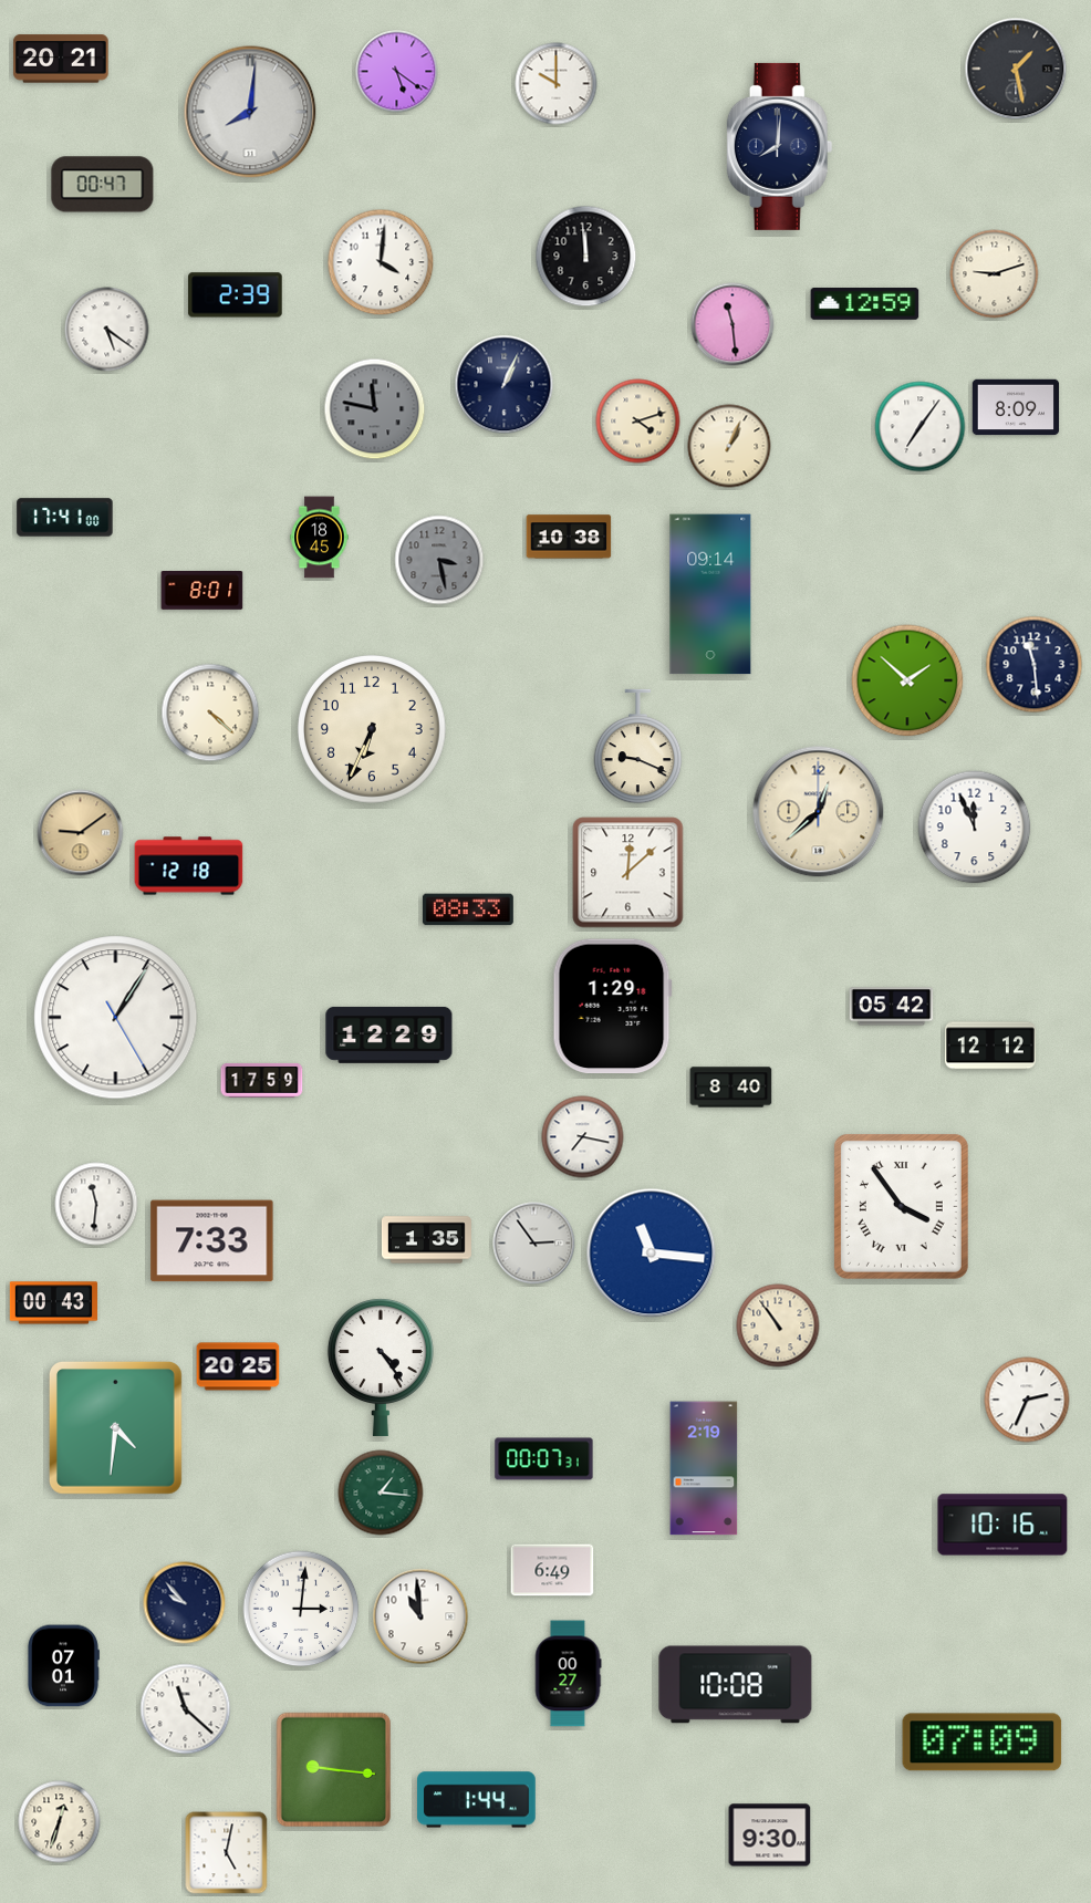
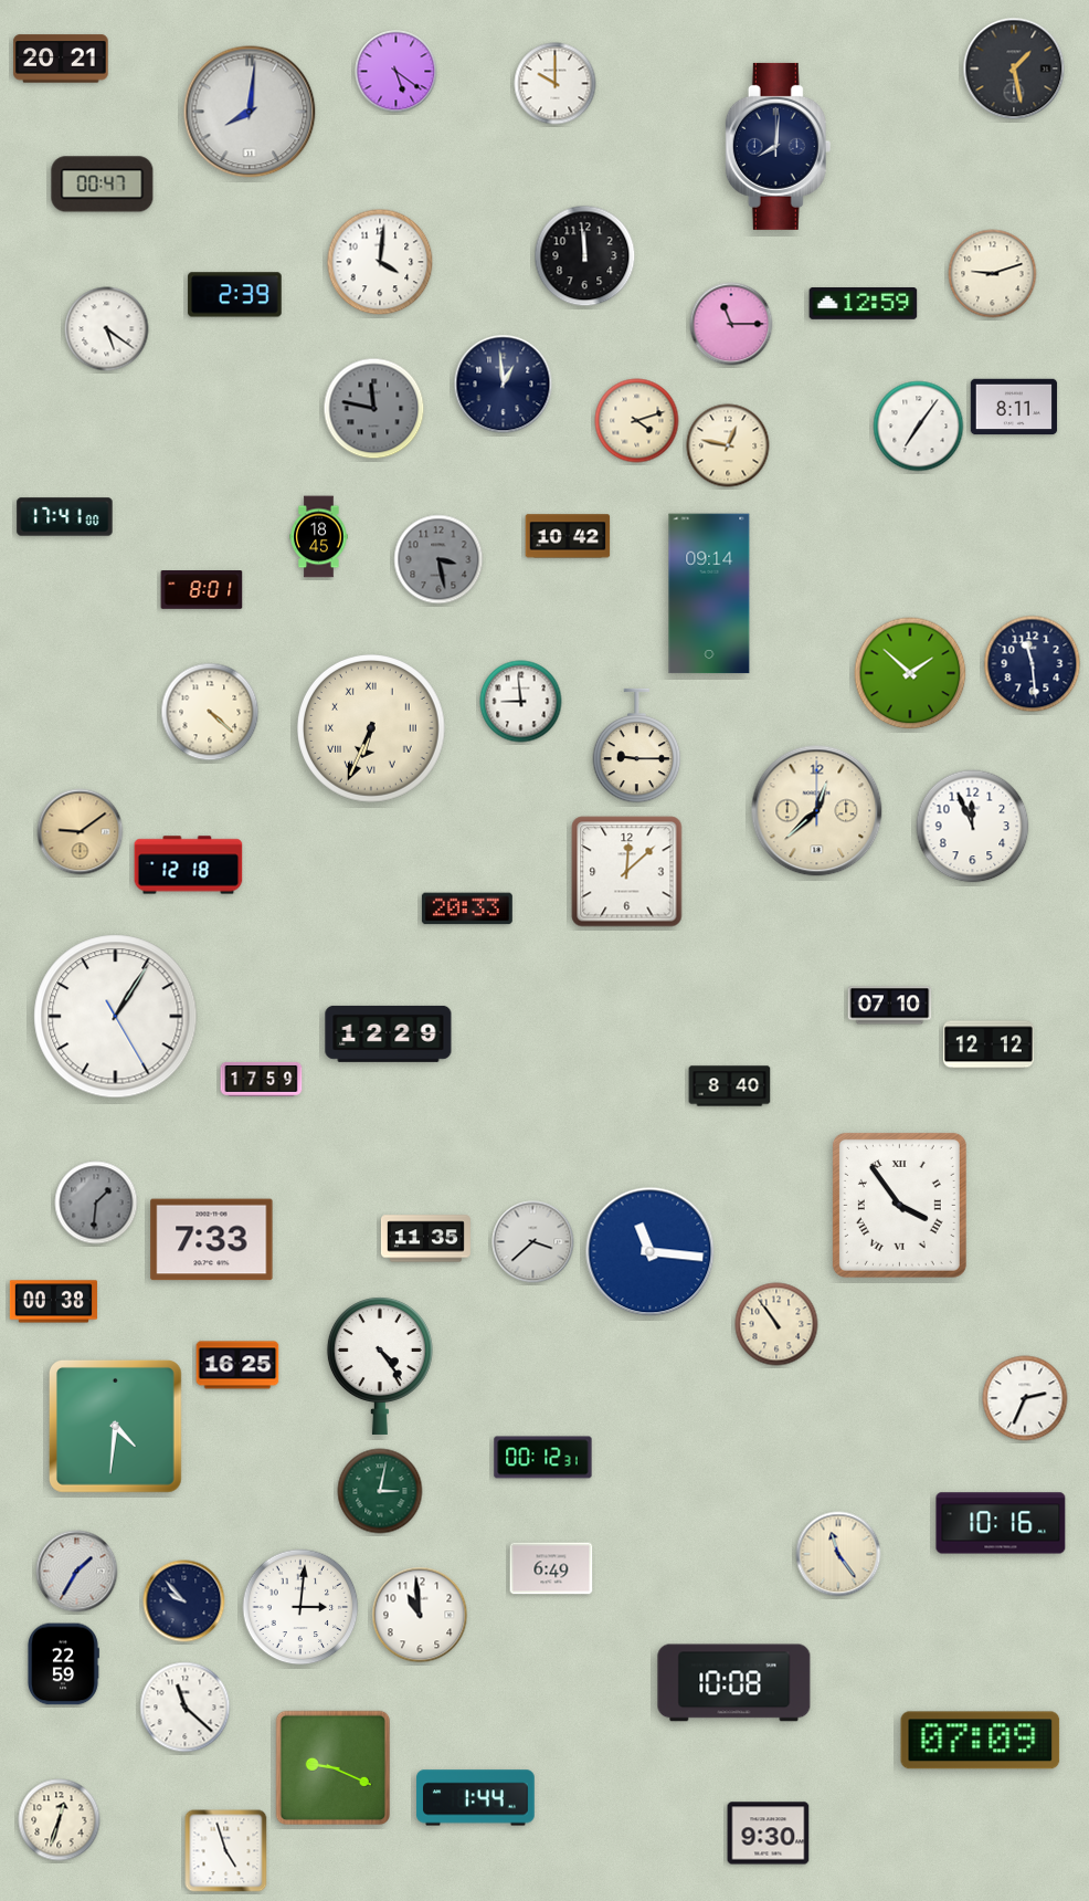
clock at (732, 324): 11:29 -> 11:15
clock at (505, 385): 1:04 -> 12:59
clock at (1016, 407): 8:09 -> 8:11
clock at (729, 446): 1:04 -> 12:47
clock at (569, 537): 10:38 -> 10:42
clock at (907, 680) position: (907, 680) -> (910, 673)
clock at (521, 702): none -> 8:59
clock at (373, 730) numerals: Arabic -> Roman
clock at (638, 747): 9:19 -> 9:15
clock at (468, 909): 08:33 -> 20:33
clock at (612, 1007): 1:29 -> none
clock at (892, 1007): 05:42 -> 07:10
clock at (583, 1137): 7:17 -> none
clock at (96, 1204): 11:31 -> 1:31
clock at (96, 1204) dial: white -> grey
clock at (426, 1240): 1:35 -> 11:35
clock at (534, 1244): 2:54 -> 3:38
clock at (53, 1303): 00:43 -> 00:38
clock at (238, 1366): 20:25 -> 16:25
clock at (544, 1459): 00:07 -> 00:12
clock at (704, 1468): 2:19 -> none
clock at (381, 1493): 1:16 -> 3:02
clock at (838, 1554): none -> 11:24
clock at (77, 1572): none -> 1:35
clock at (64, 1666): 07:01 -> 22:59
clock at (568, 1674): 00:27 -> none
clock at (334, 1770): 9:16 -> 9:19
clock at (227, 1853): 5:02 -> 4:57
